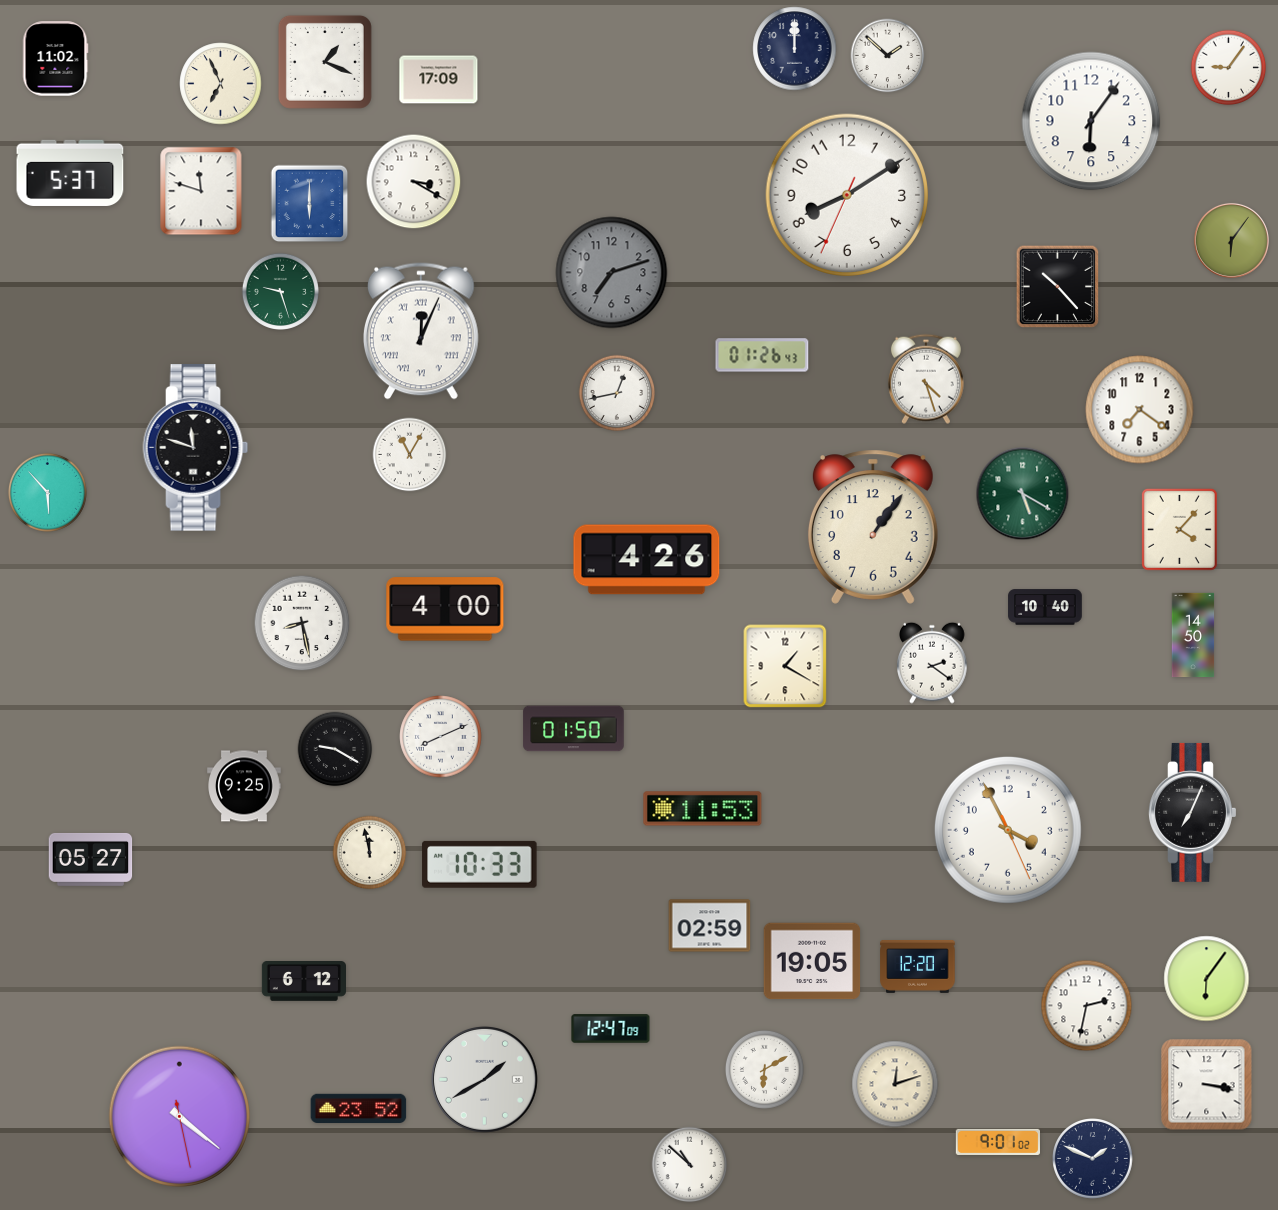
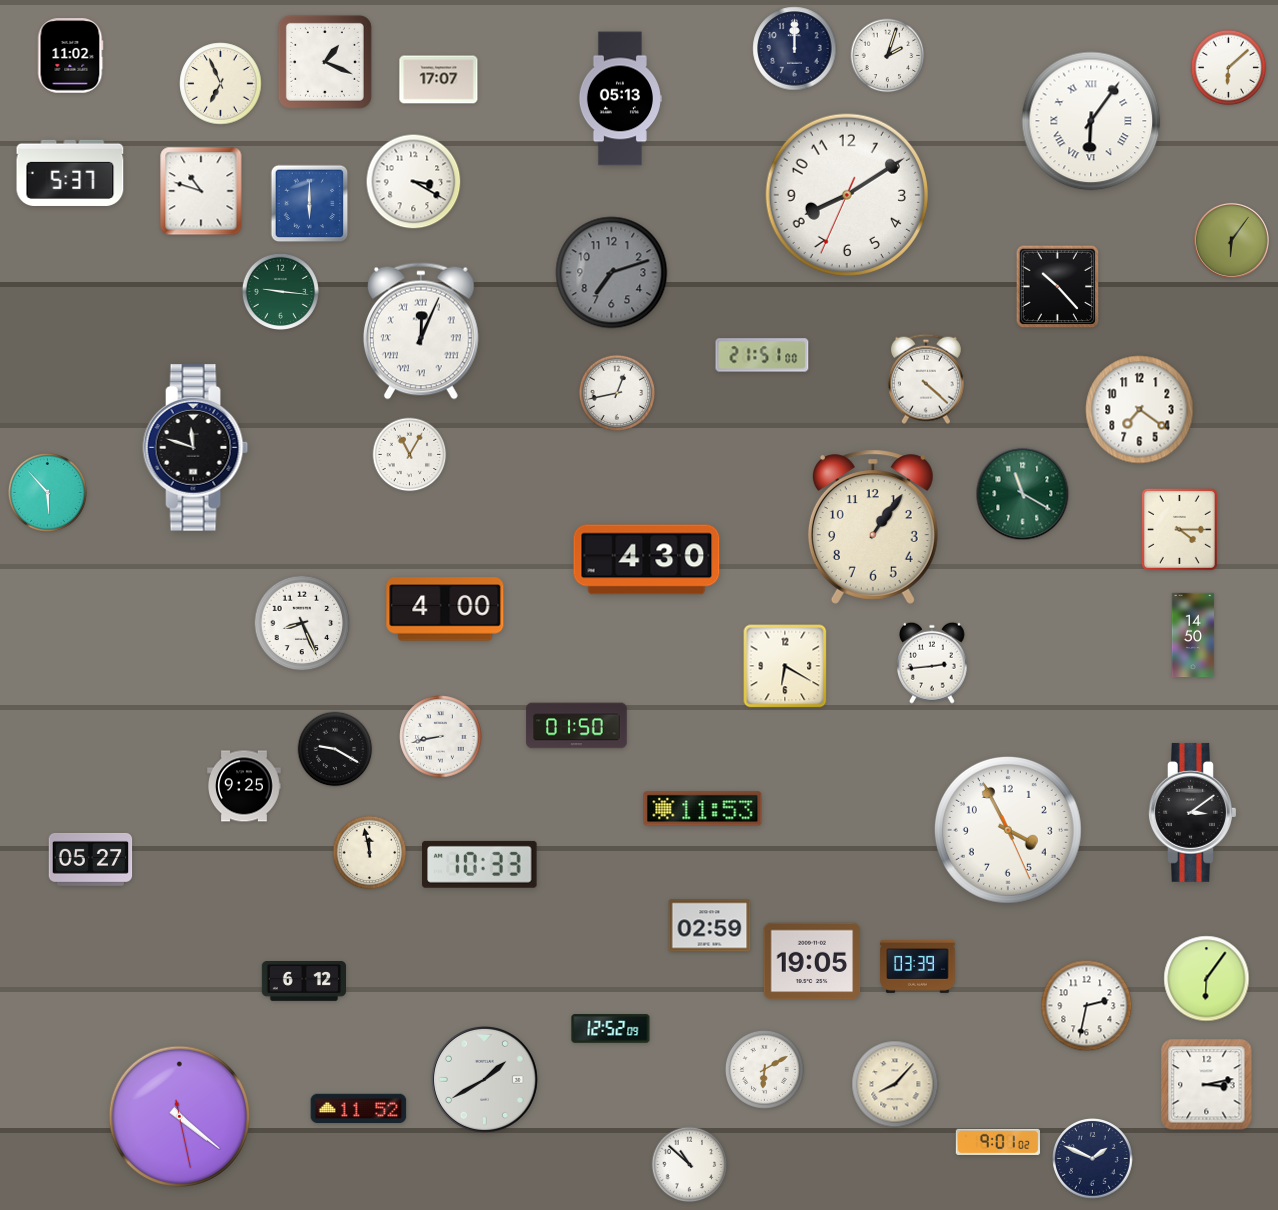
clock at (888, 56): 1:52 -> 2:03
clock at (55, 59) position: (55, 59) -> (70, 56)
clock at (1229, 68): 9:06 -> 6:08
clock at (439, 80): 17:09 -> 17:07
clock at (620, 99): none -> 05:13
clock at (1091, 121) numerals: Arabic -> Roman
clock at (201, 191): 11:48 -> 10:48
clock at (280, 291): 9:27 -> 9:16
clock at (762, 355): 01:26 -> 21:51
clock at (926, 379): 4:27 -> 4:22
clock at (1023, 494): 5:20 -> 11:20
clock at (1179, 529): 4:07 -> 4:15
clock at (647, 560): 4:26 -> 4:30
clock at (1045, 607): 10:40 -> none
clock at (302, 623): 8:28 -> 8:26
clock at (933, 663): 2:21 -> 2:44
clock at (785, 666): 1:20 -> 6:20
clock at (574, 729) position: (574, 729) -> (577, 726)
clock at (441, 737): 8:11 -> 8:43
clock at (1193, 812): 7:04 -> 3:09
clock at (918, 966): 12:20 -> 03:39
clock at (611, 1029): 12:47 -> 12:52
clock at (895, 1084): 12:12 -> 8:07
clock at (1207, 1085): 3:17 -> 3:13
clock at (359, 1109): 23:52 -> 11:52
